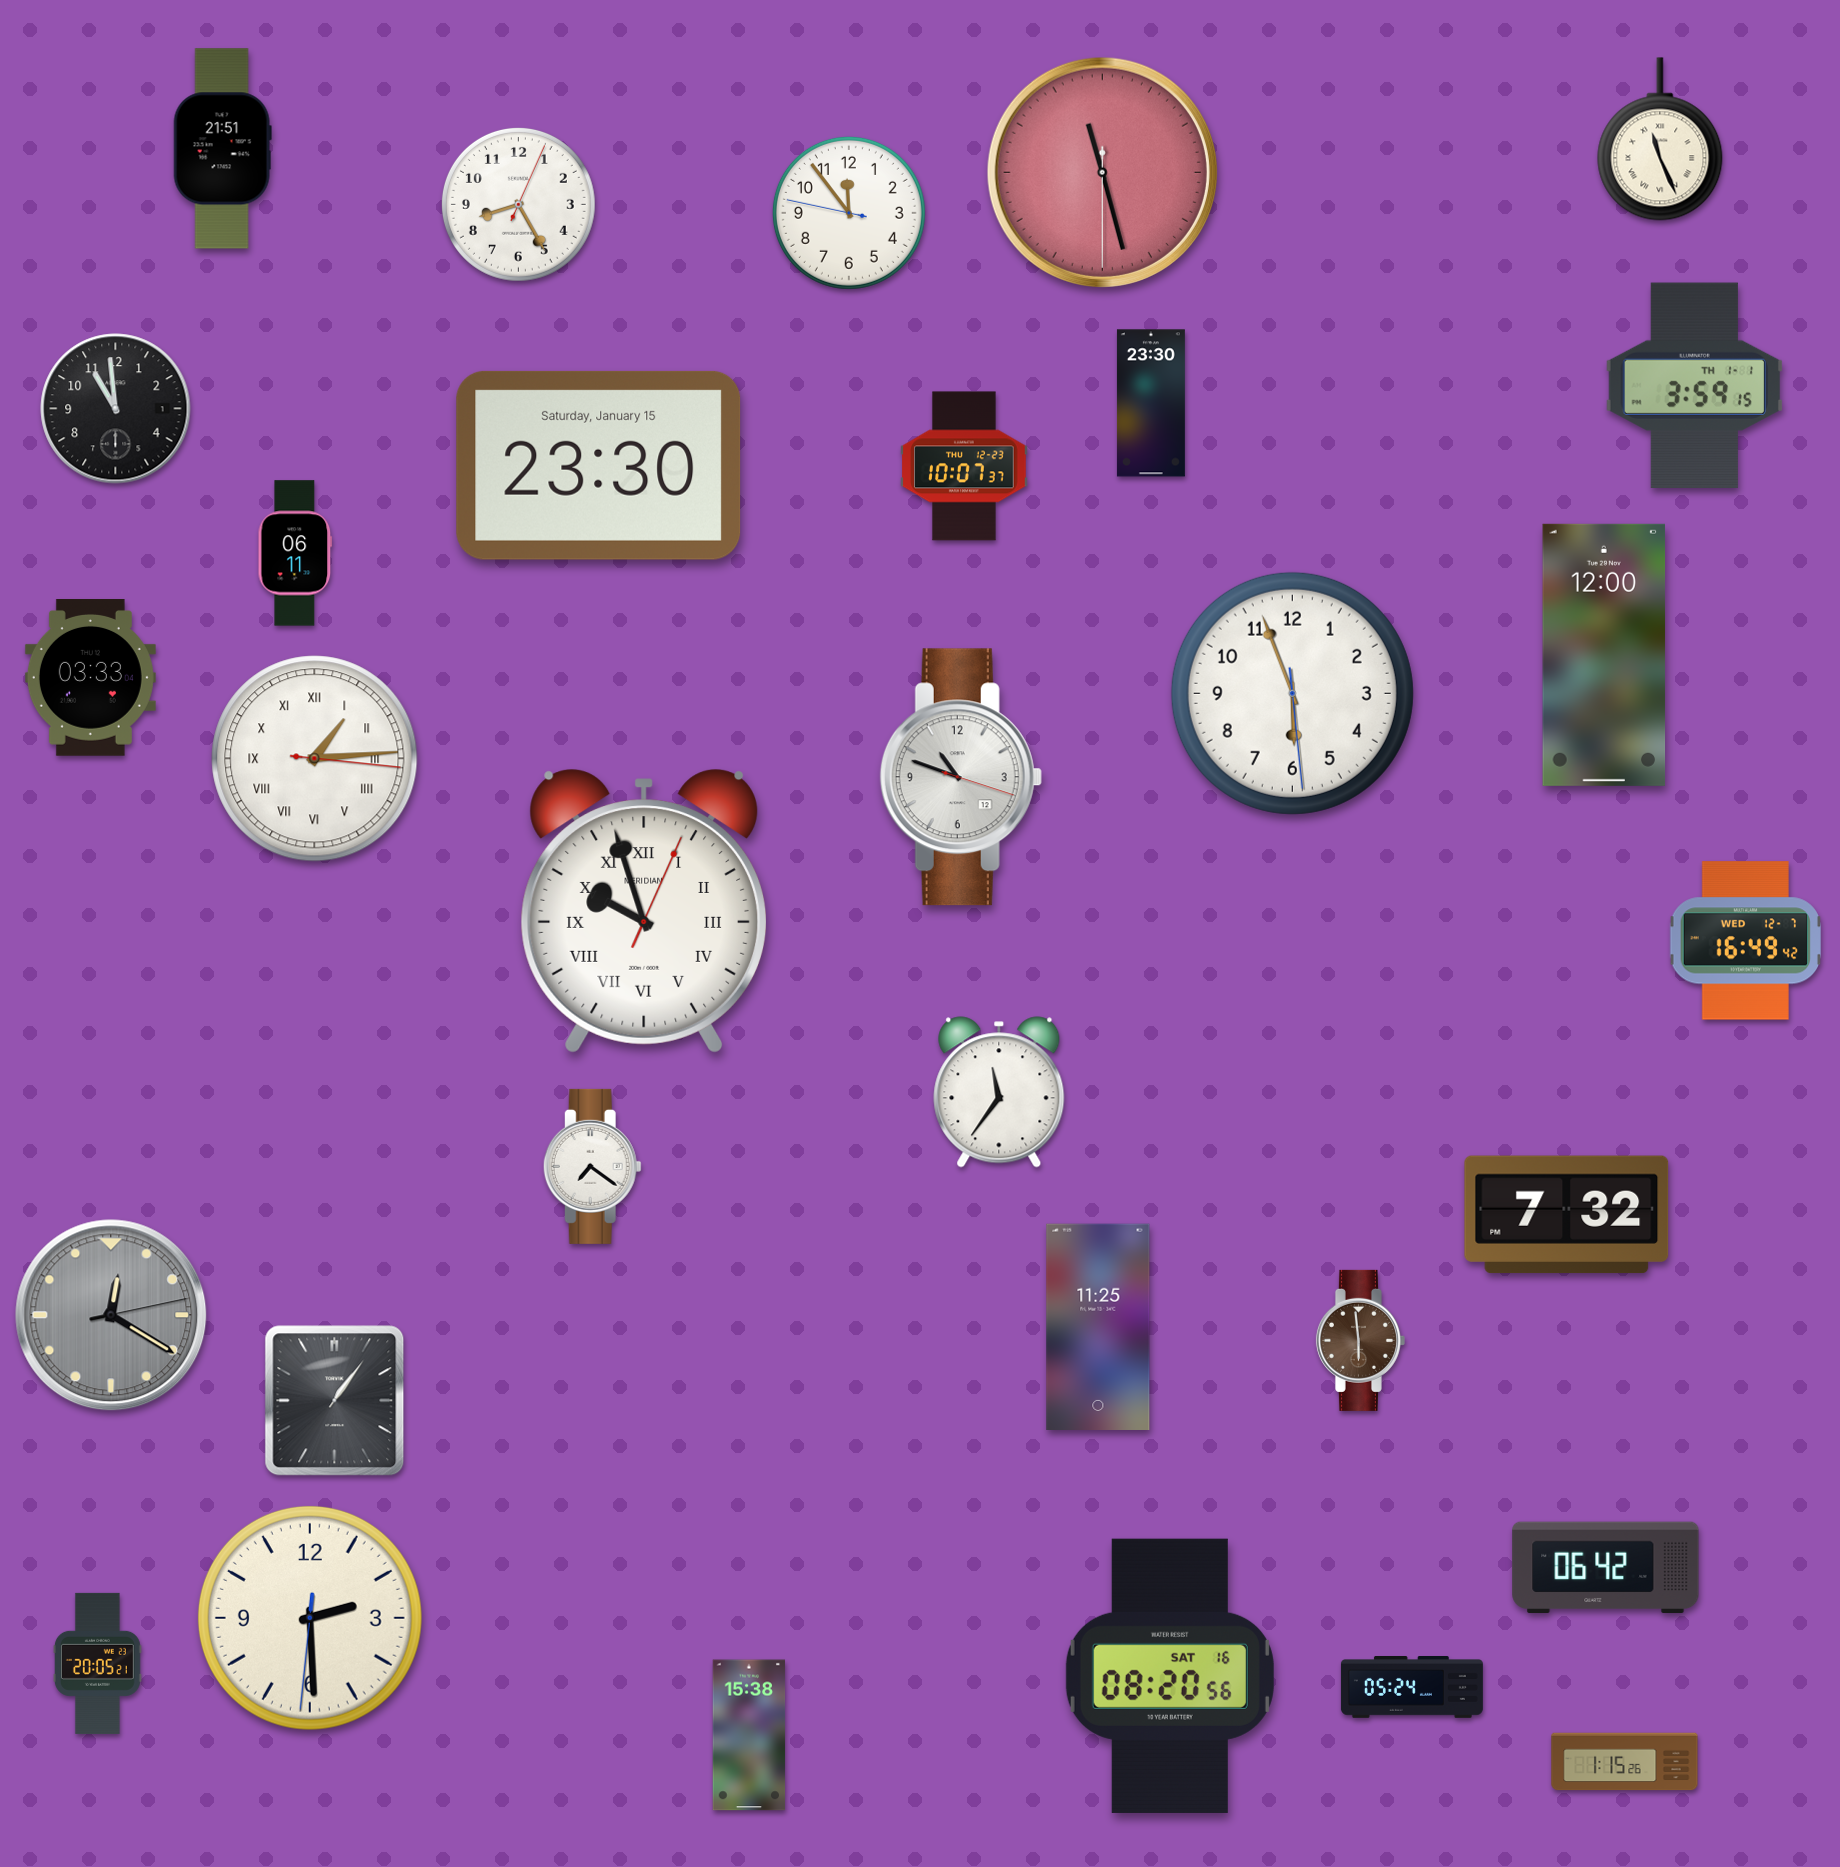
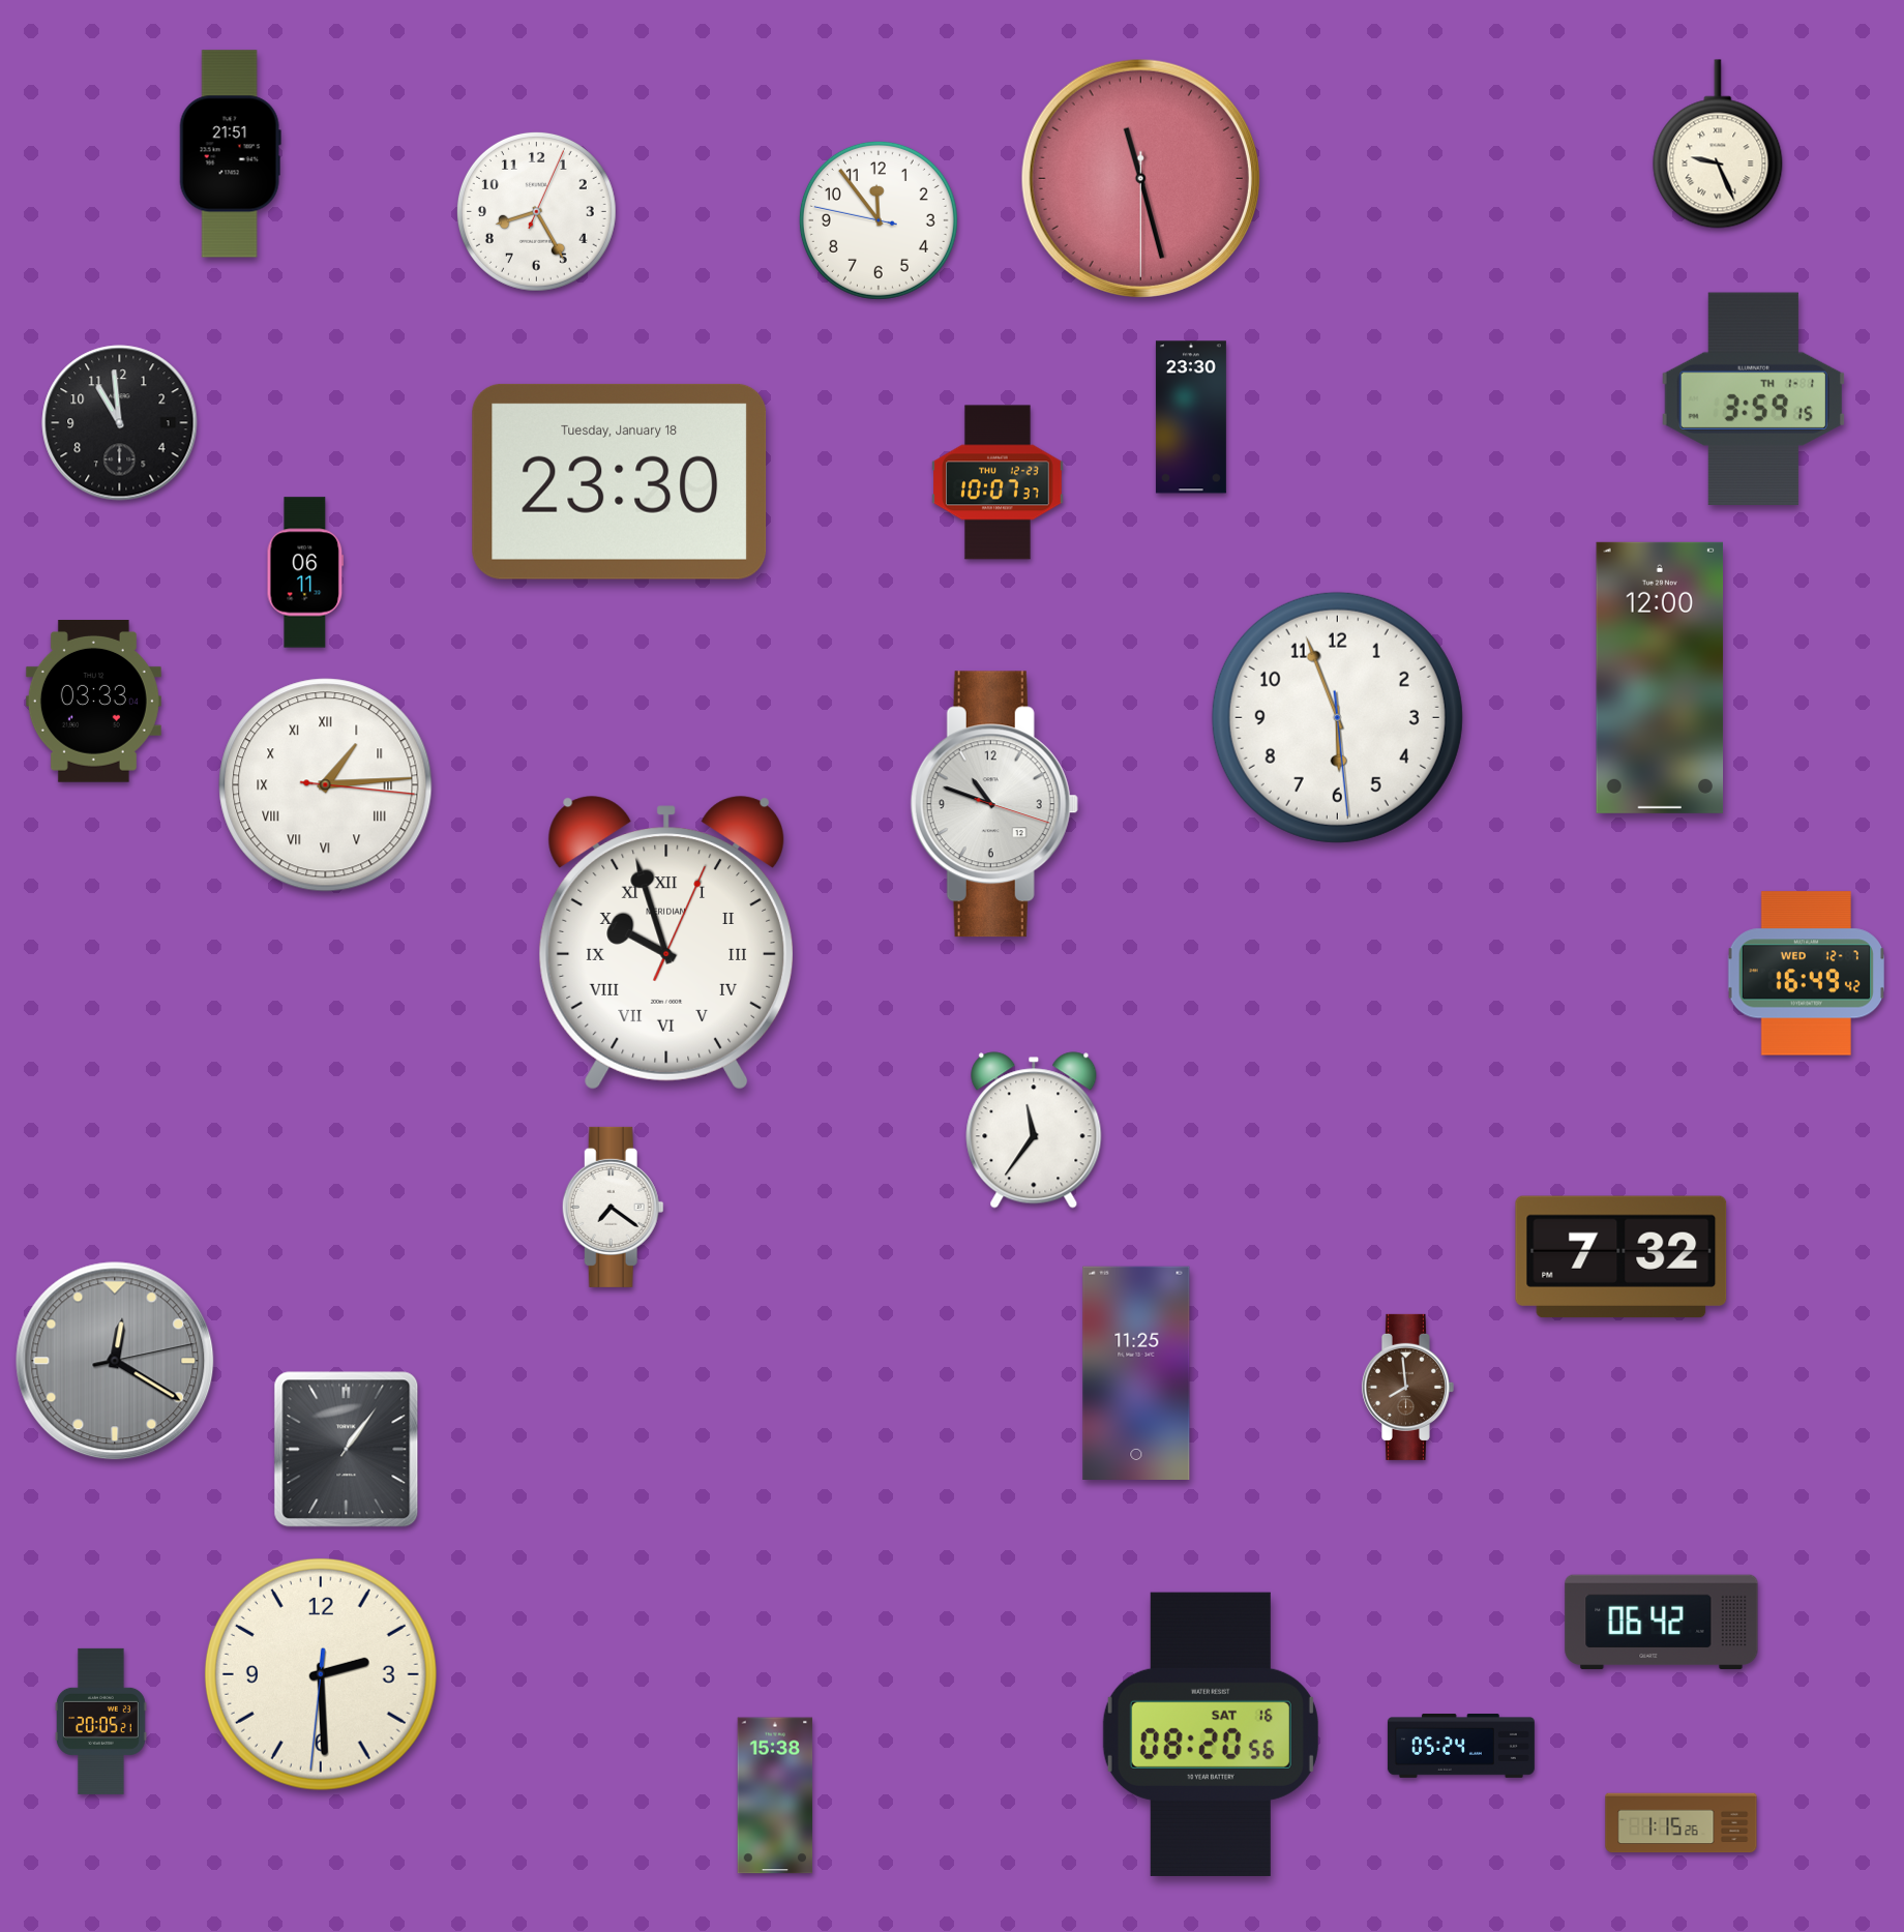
clock at (1660, 139): 11:26 -> 9:26
clock at (599, 465) date: Saturday, January 15 -> Tuesday, January 18
clock at (1360, 1340): 5:59 -> 7:59
